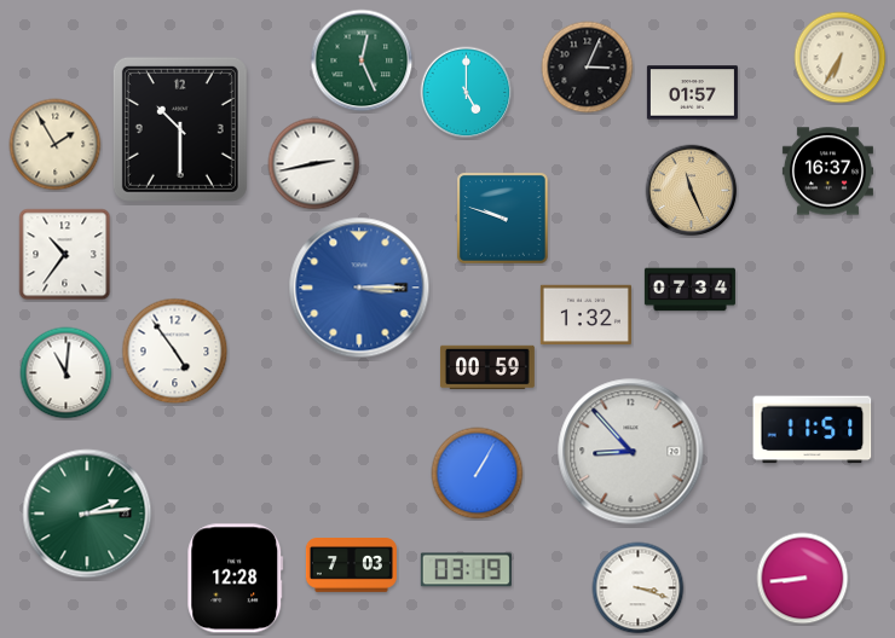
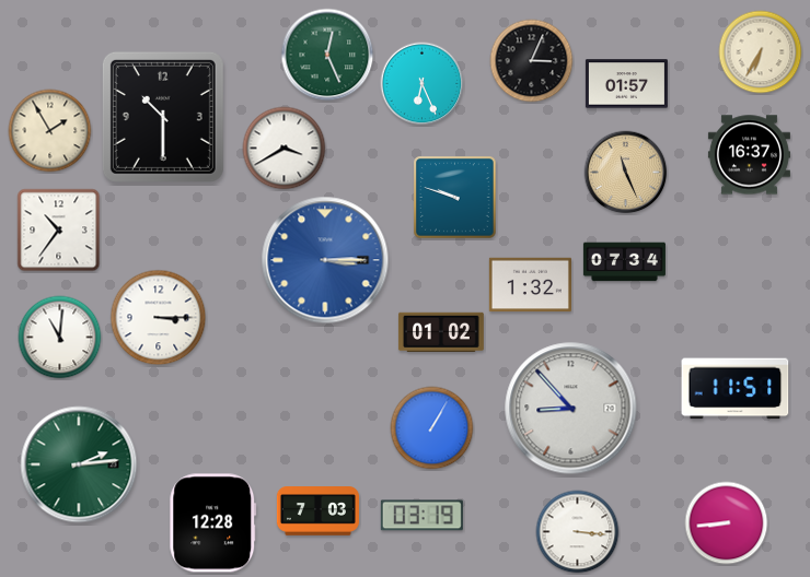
clock at (467, 93): 5:00 -> 6:26
clock at (314, 164): 2:43 -> 3:40
clock at (175, 352): 4:54 -> 3:15
clock at (487, 367): 00:59 -> 01:02
clock at (639, 588): 3:18 -> 3:16
